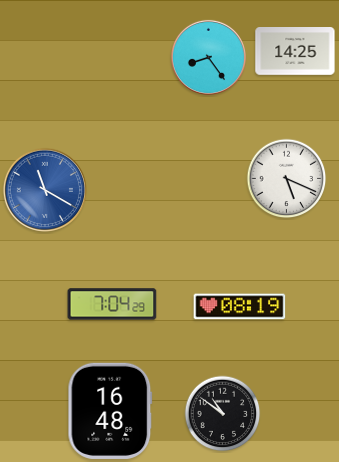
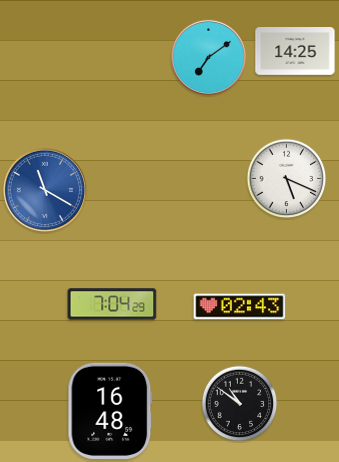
clock at (208, 57): 8:24 -> 7:09
clock at (240, 307): 08:19 -> 02:43
clock at (223, 414) position: (223, 414) -> (240, 404)
